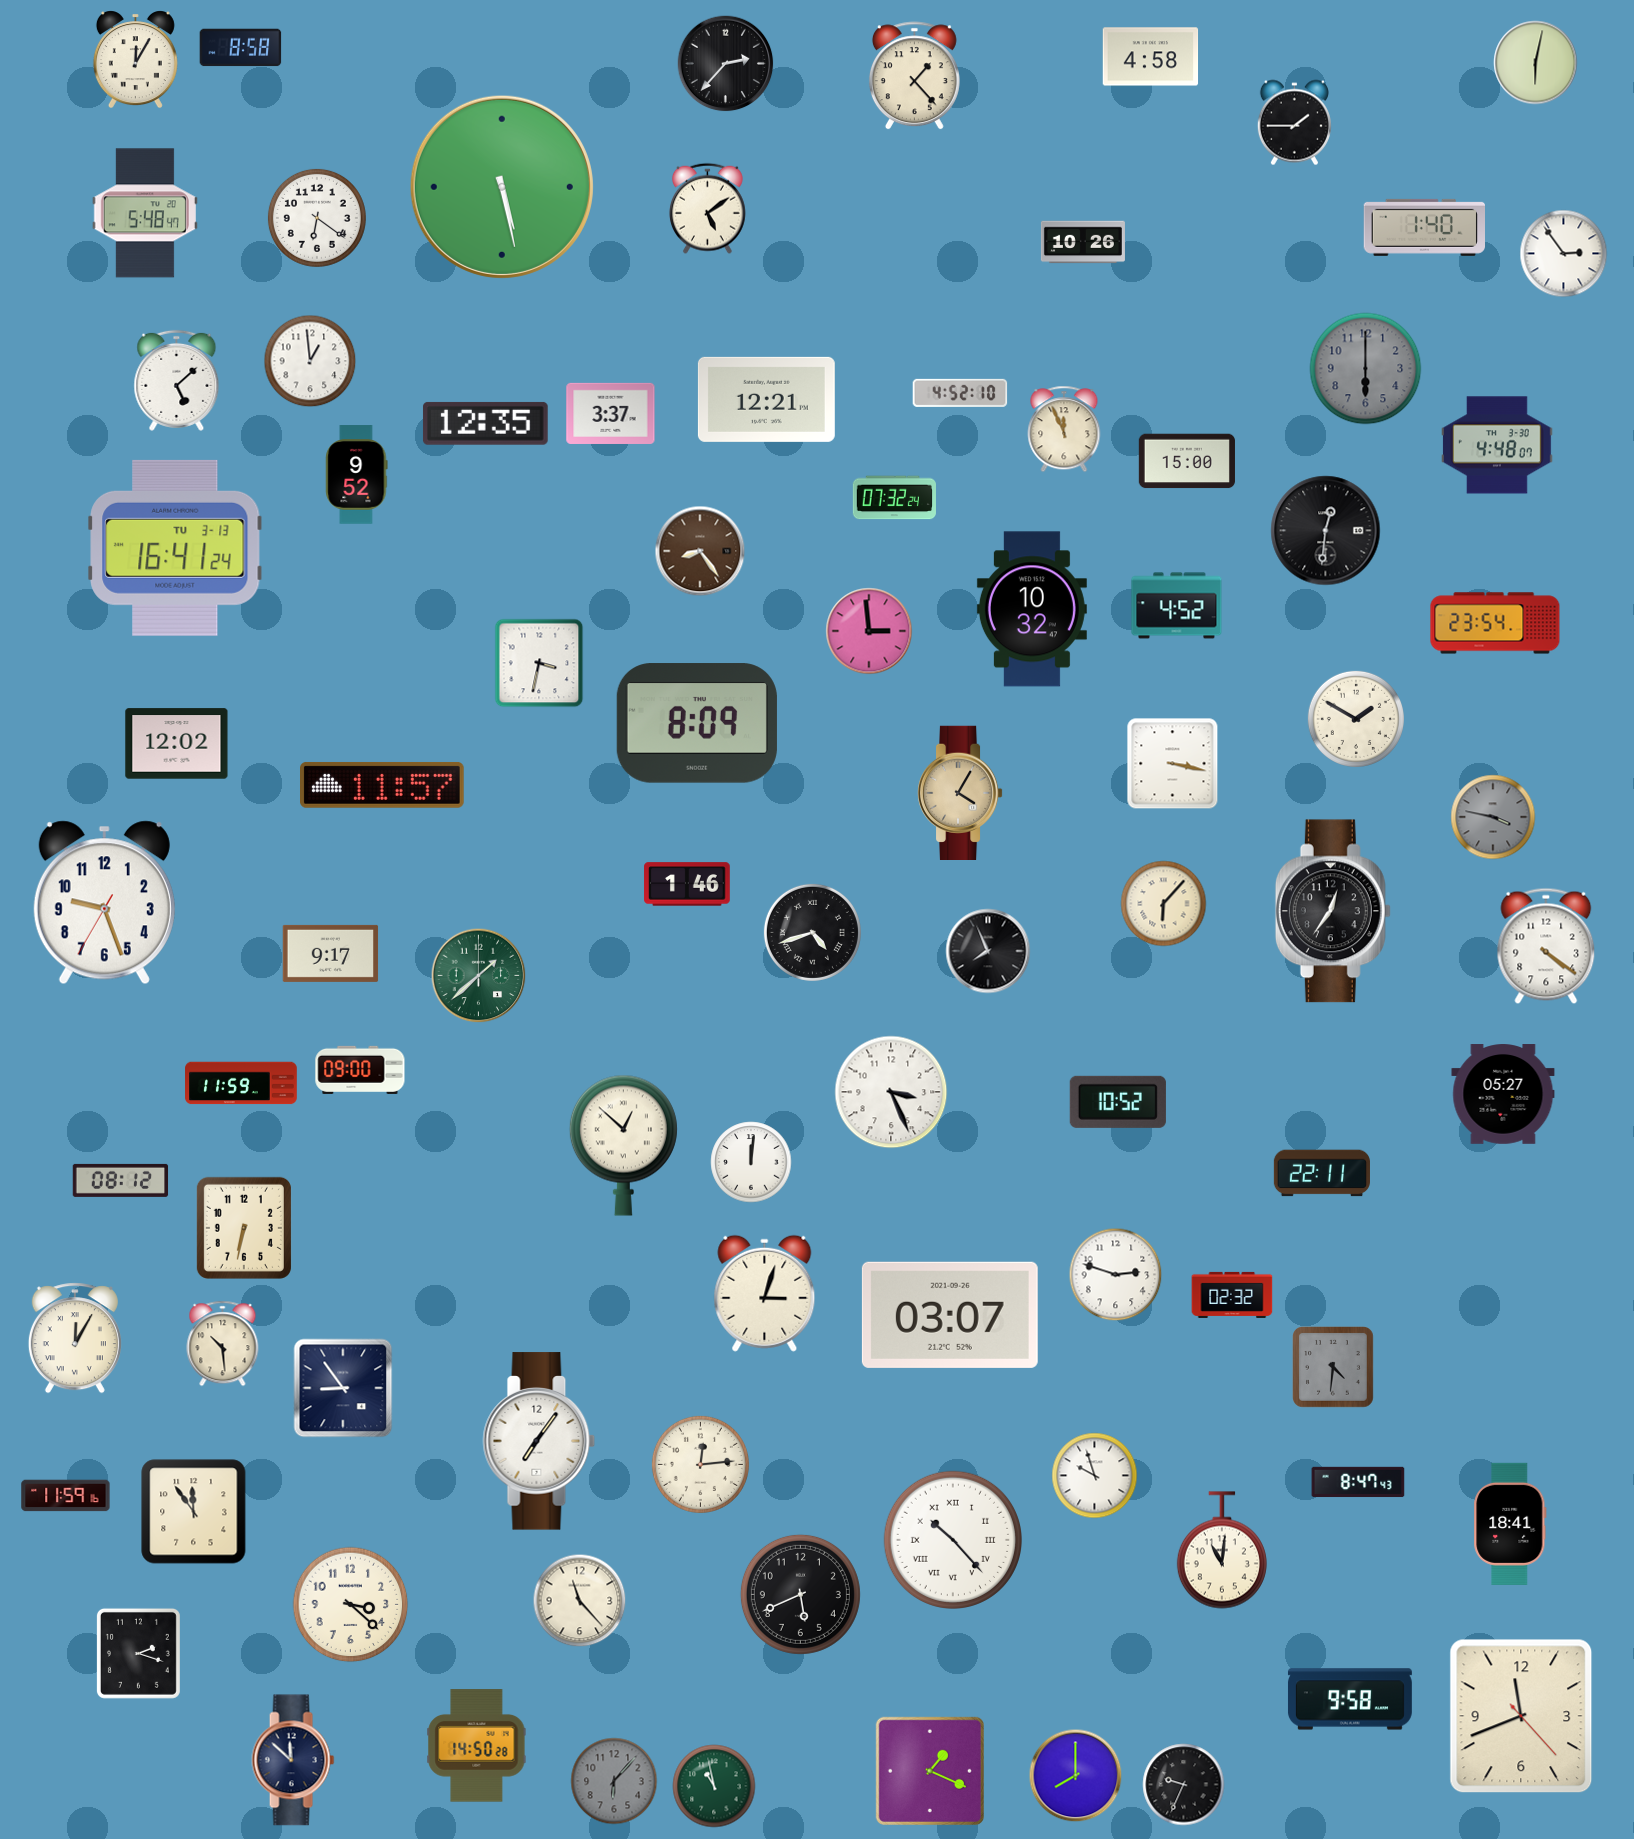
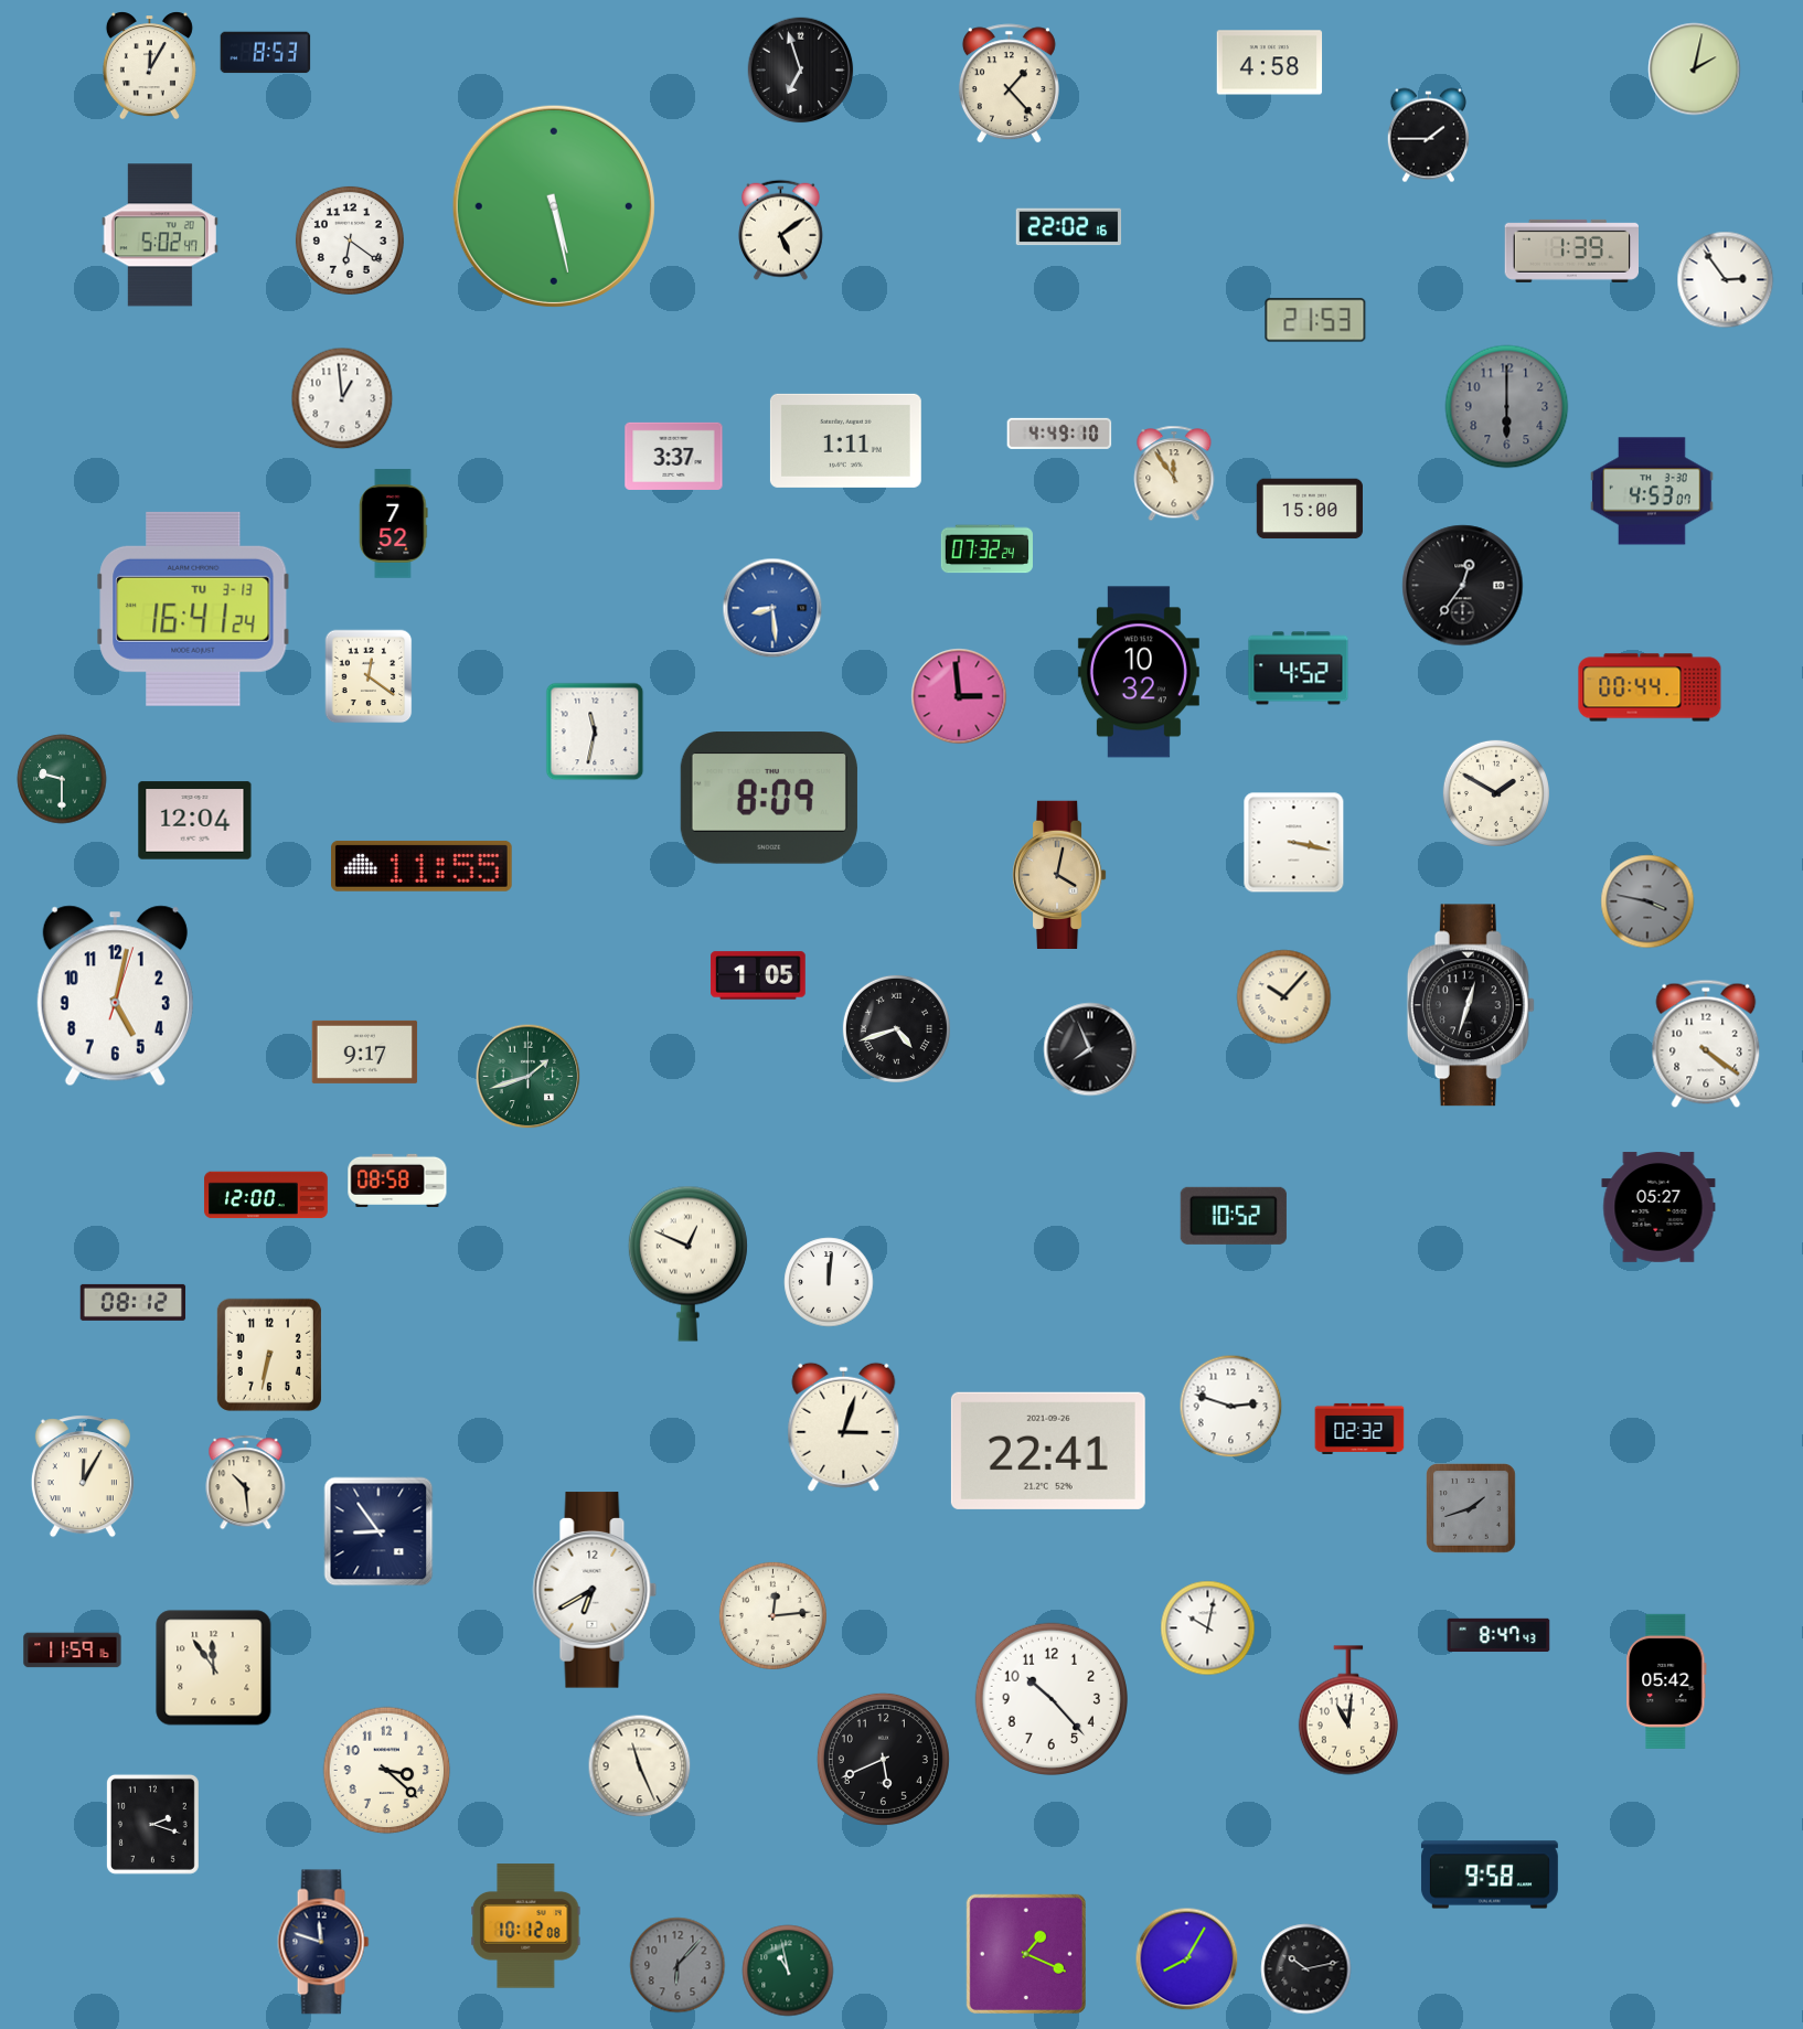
clock at (241, 48): 8:58 -> 8:53
clock at (1536, 63): 6:02 -> 2:02
clock at (726, 64): 2:37 -> 6:57
clock at (1069, 227): none -> 22:02
clock at (145, 213): 5:48 -> 5:02
clock at (1424, 227): 1:40 -> 1:39
clock at (1083, 242): 10:26 -> none
clock at (1315, 320): none -> 21:53
clock at (177, 380): 5:08 -> none
clock at (960, 393): 4:52 -> 4:49
clock at (766, 399): 12:21 -> 1:11
clock at (485, 423): 12:35 -> none
clock at (1064, 429): 11:56 -> 11:54
clock at (1498, 445): 4:48 -> 4:53
clock at (357, 475): 9:52 -> 7:52
clock at (1326, 531): 12:31 -> 12:36
clock at (175, 548) position: (175, 548) -> (193, 609)
clock at (700, 551): 8:24 -> 8:29
clock at (700, 551) dial: brown -> blue
clock at (369, 676): none -> 12:21
clock at (1495, 623): 23:54 -> 00:44
clock at (539, 663): 3:32 -> 11:32
clock at (62, 779): none -> 9:30
clock at (177, 744): 12:02 -> 12:04
clock at (383, 785): 11:57 -> 11:55
clock at (960, 792): 4:05 -> 4:02
clock at (687, 884): 1:46 -> 1:05
clock at (104, 903): 9:26 -> 5:02
clock at (1164, 904): 6:07 -> 10:07
clock at (1333, 911): 12:36 -> 12:33
clock at (479, 976): 1:38 -> 1:42
clock at (360, 1070): 09:00 -> 08:58
clock at (241, 1083): 11:59 -> 12:00
clock at (891, 1092): 3:26 -> none
clock at (623, 1145): 12:52 -> 12:49
clock at (1322, 1173): 22:11 -> none
clock at (950, 1315): 03:07 -> 22:41
clock at (1334, 1368): 4:31 -> 1:42
clock at (539, 1441): 7:06 -> 6:40
clock at (1095, 1476): 9:57 -> 10:02
clock at (1510, 1524): 18:41 -> 05:42
clock at (952, 1539) numerals: Roman -> Arabic
clock at (580, 1601): 11:23 -> 11:26
clock at (1521, 1716): 11:41 -> none
clock at (477, 1746): 14:50 -> 10:12
clock at (293, 1760): 11:52 -> 11:48
clock at (1076, 1776): 8:00 -> 8:05
clock at (1184, 1785): 9:34 -> 10:13
